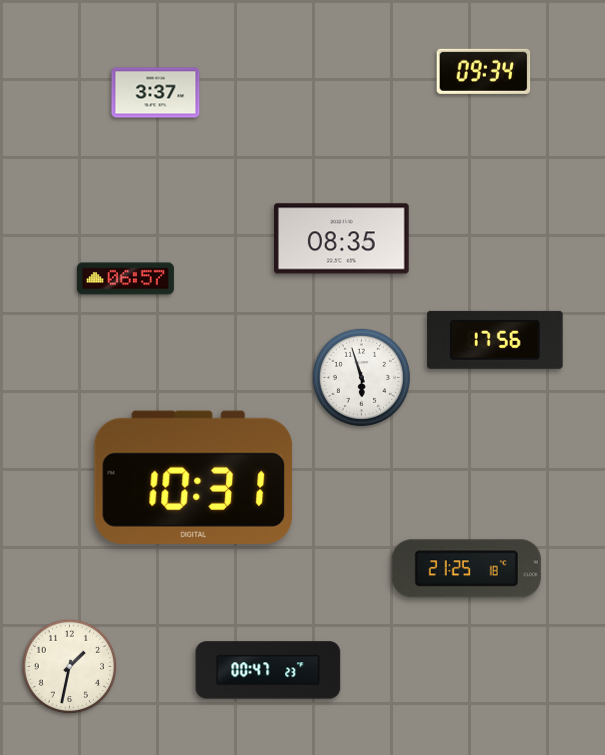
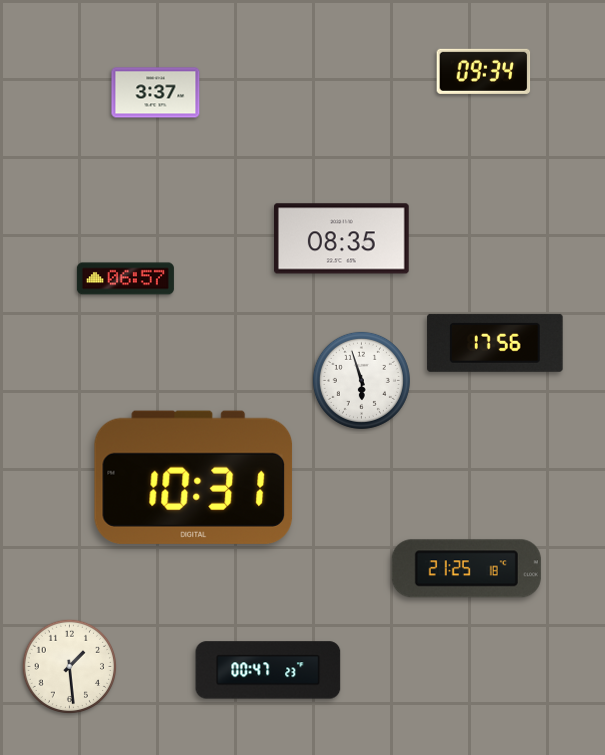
clock at (495, 340) position: (495, 340) -> (495, 343)
clock at (361, 377) position: (361, 377) -> (361, 380)
clock at (69, 666): 1:32 -> 1:29
